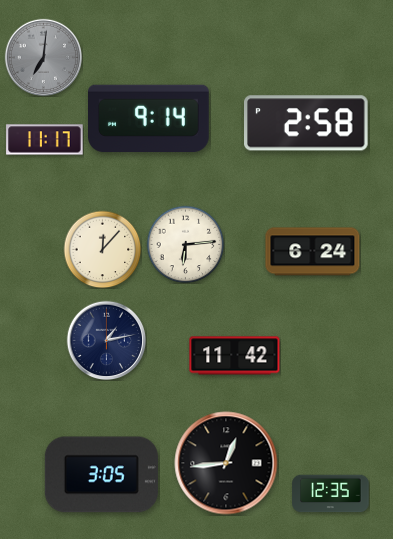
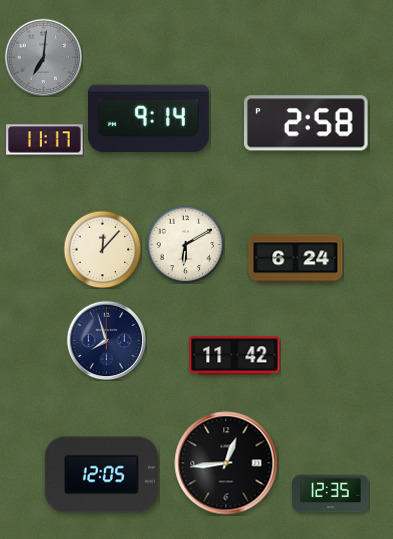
clock at (185, 244): 6:14 -> 6:10
clock at (313, 252) position: (313, 252) -> (296, 259)
clock at (106, 340): 1:13 -> 7:57
clock at (101, 475): 3:05 -> 12:05
